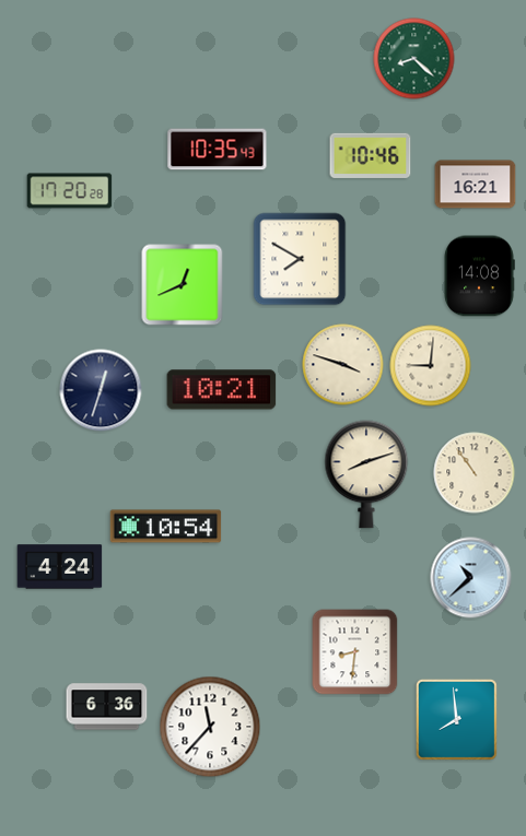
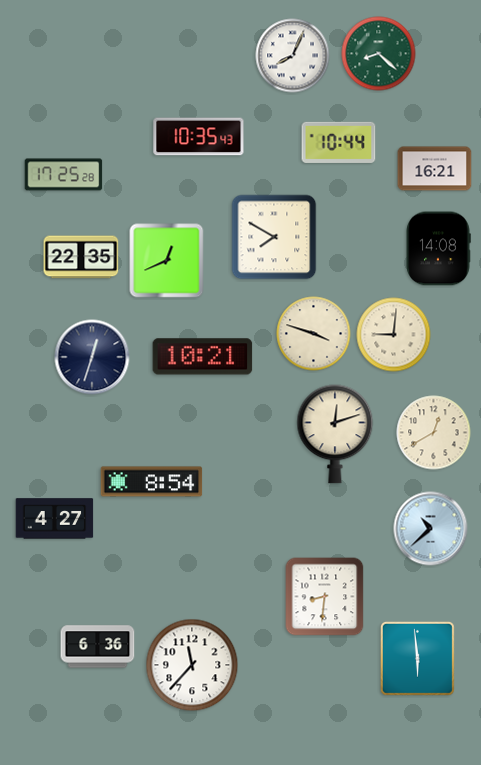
clock at (293, 56): none -> 8:04
clock at (371, 155): 10:46 -> 10:44
clock at (70, 191): 17:20 -> 17:25
clock at (479, 276) position: (479, 276) -> (438, 249)
clock at (81, 257): none -> 22:35
clock at (475, 473): 10:54 -> 12:40
clock at (366, 474): 8:12 -> 12:12
clock at (166, 527): 10:54 -> 8:54
clock at (60, 567): 4:24 -> 4:27
clock at (456, 719): 7:59 -> 5:59
